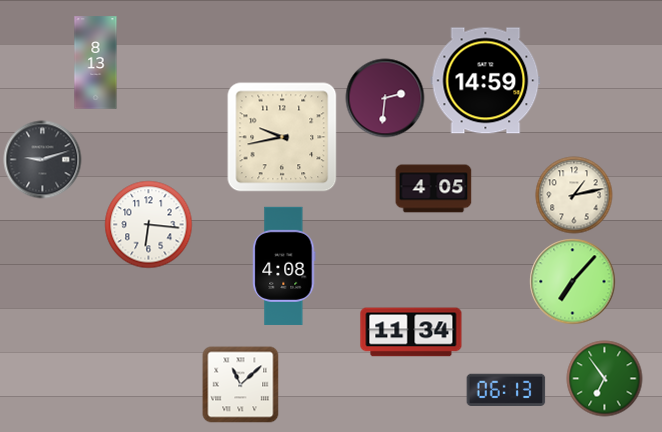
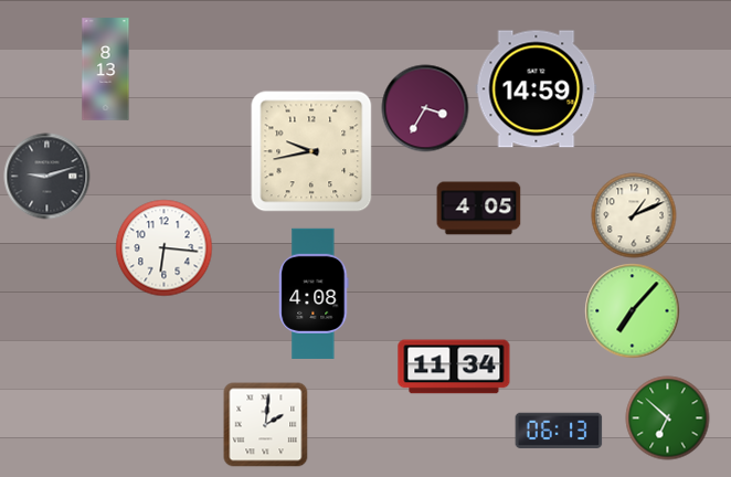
clock at (385, 98): 2:31 -> 3:35
clock at (574, 195): 1:13 -> 1:11
clock at (605, 379): 6:54 -> 6:52
clock at (241, 385): 11:08 -> 2:01
